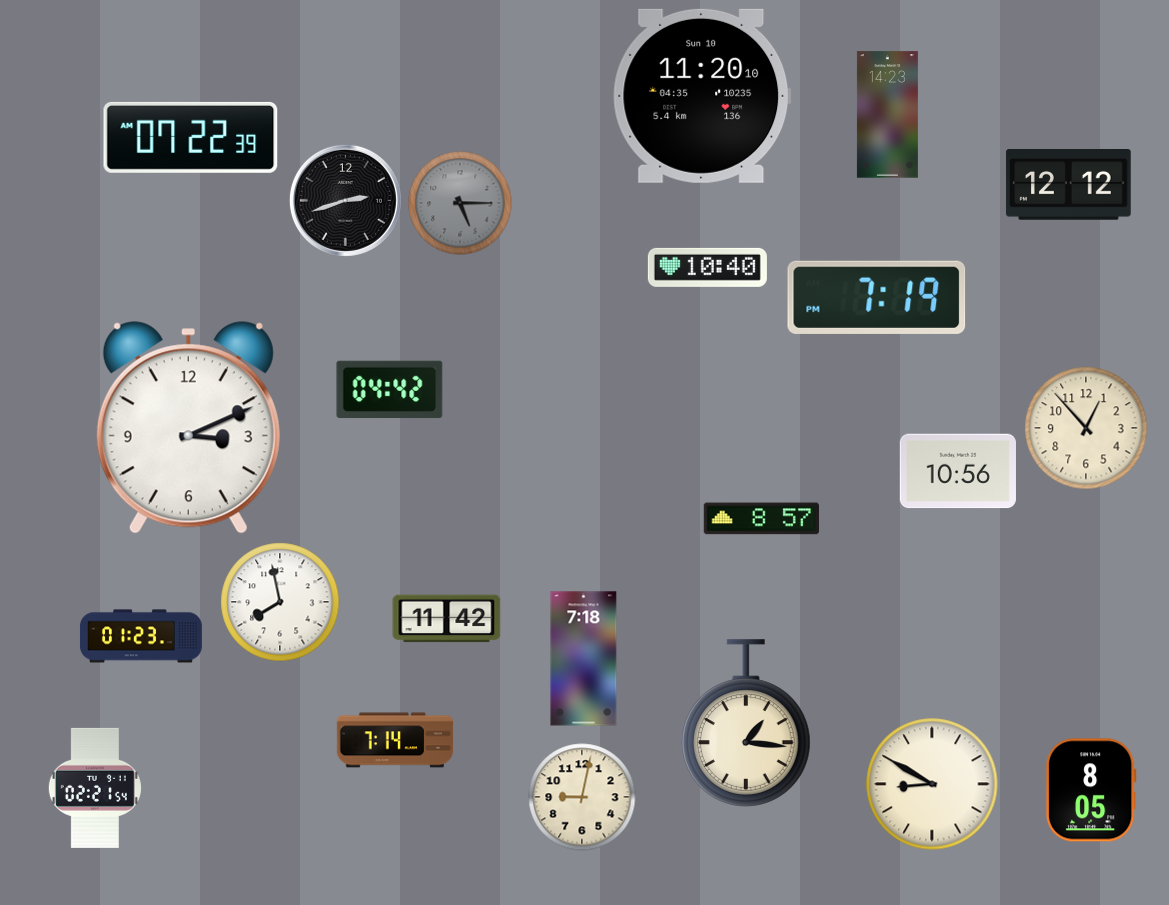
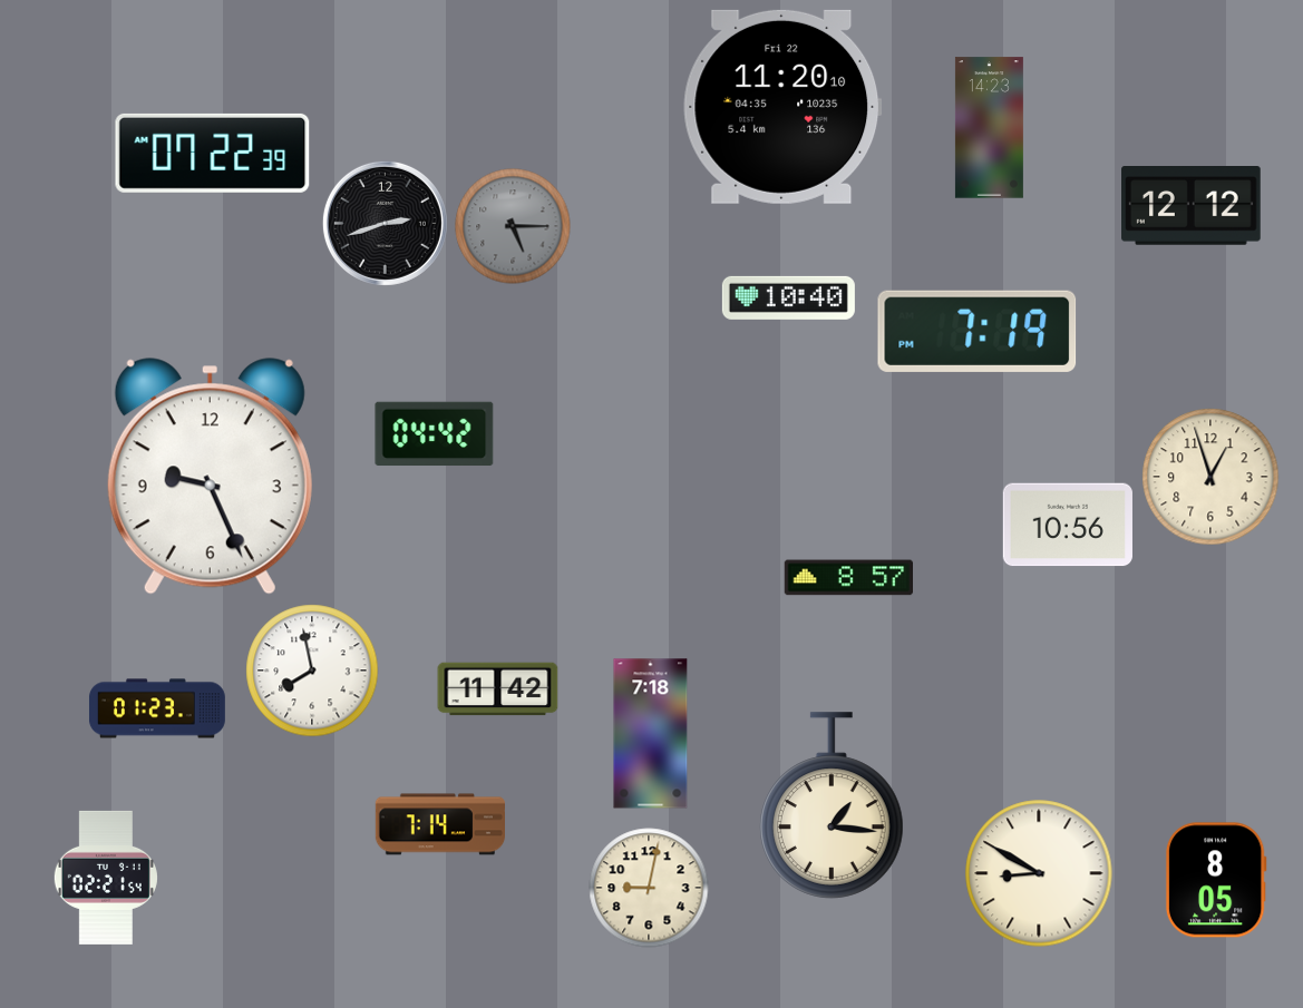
clock at (702, 96) date: Sun 10 -> Fri 22
clock at (188, 428): 3:11 -> 9:26
clock at (1086, 428): 12:53 -> 12:57
